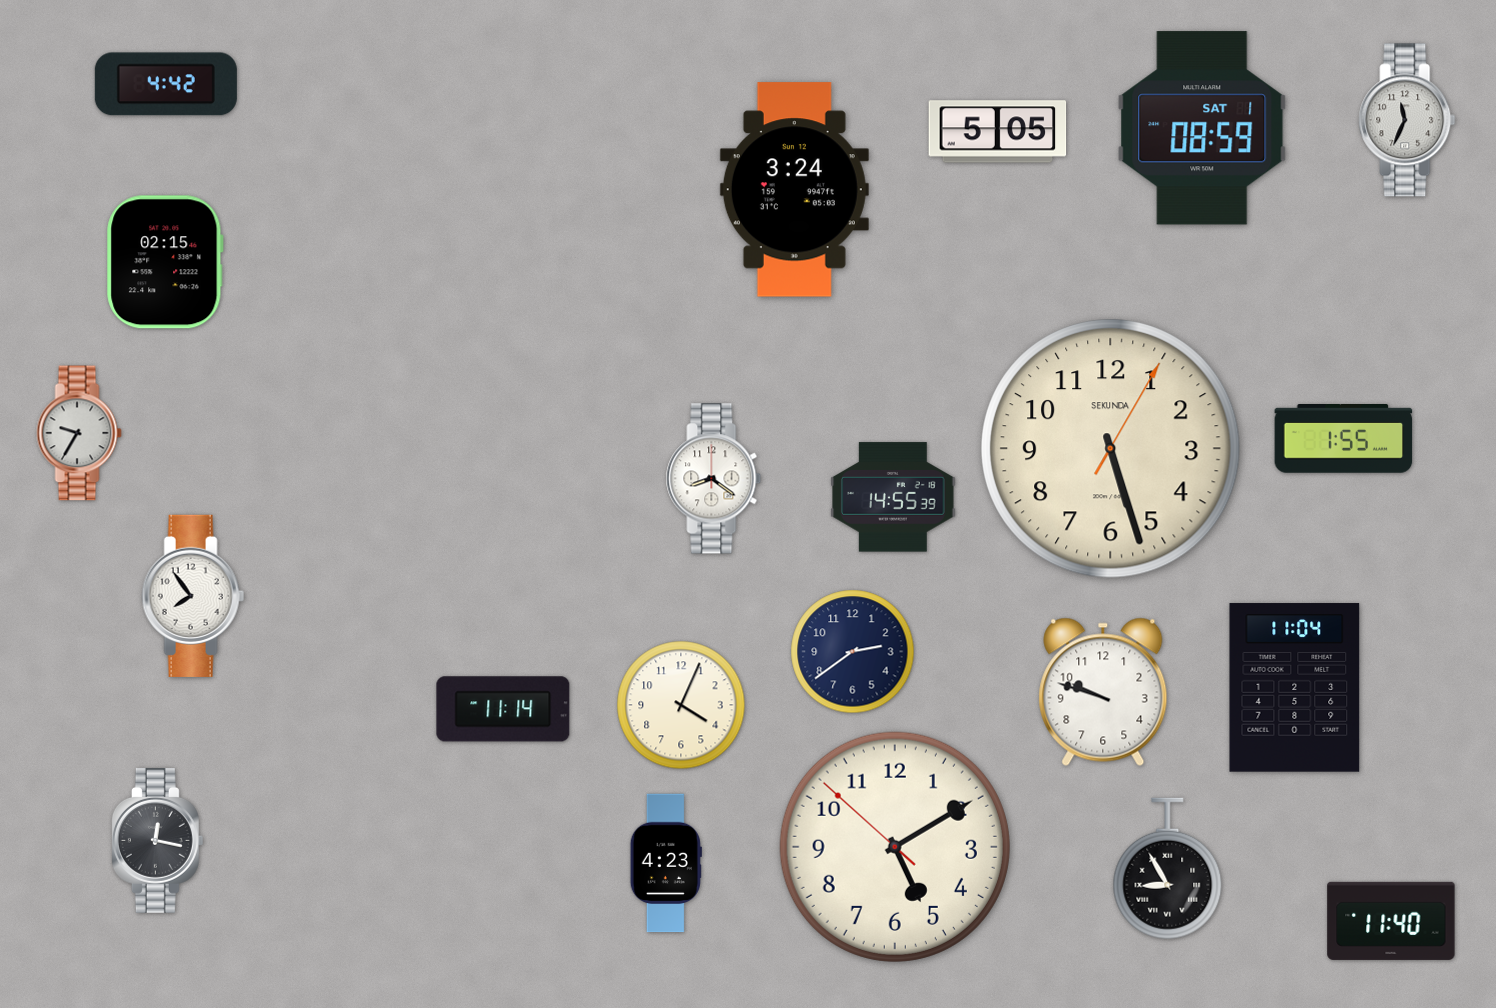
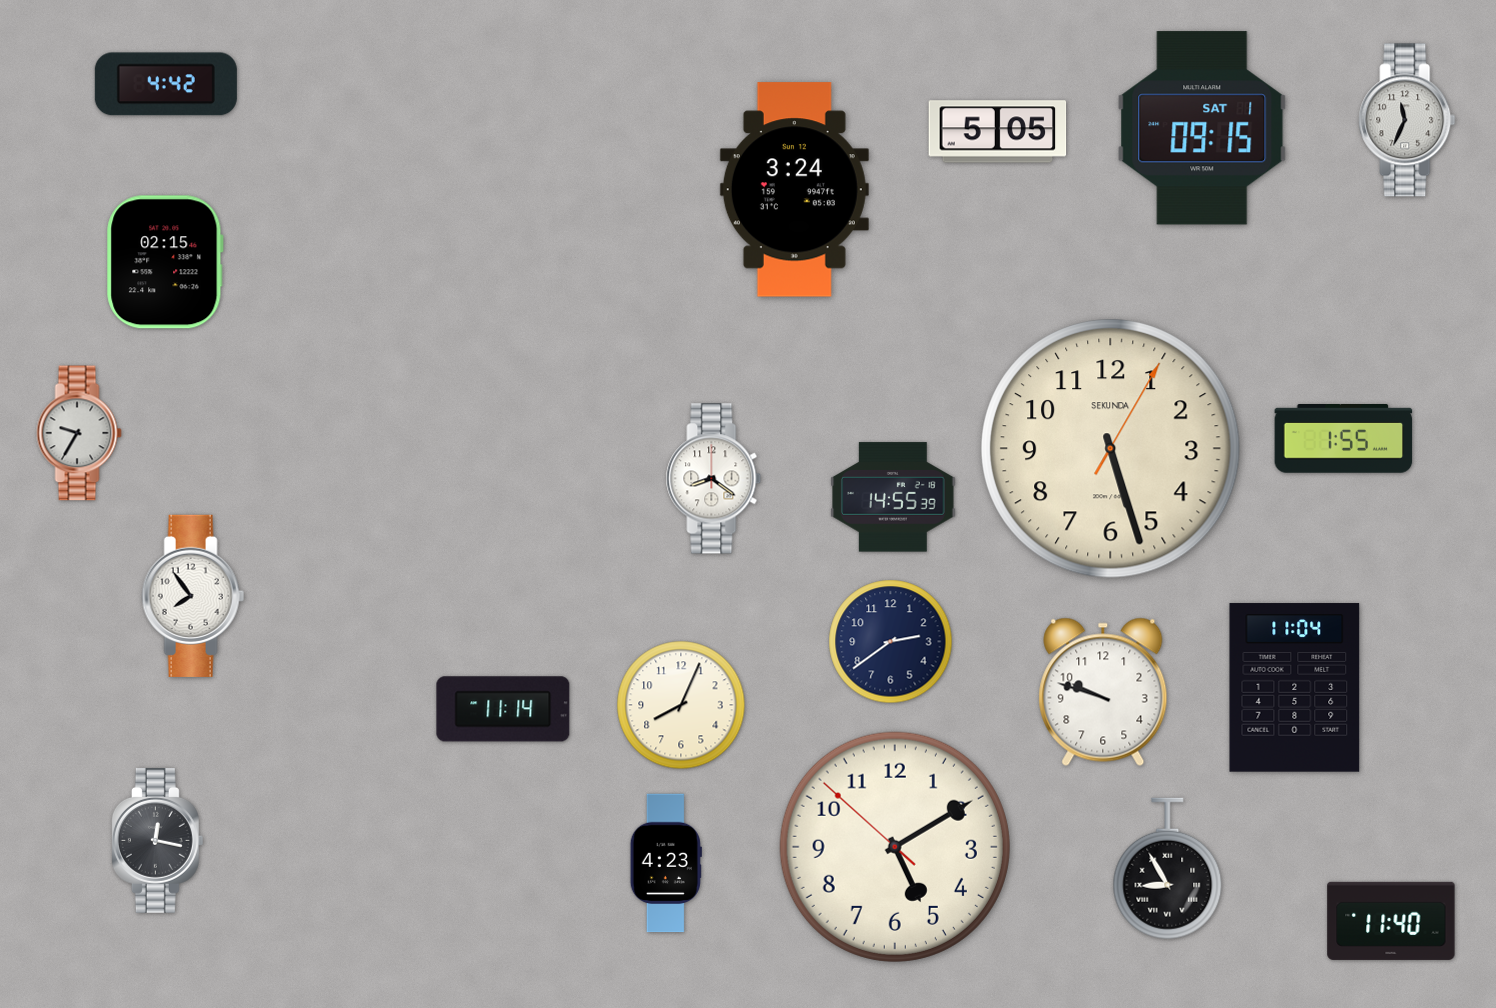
clock at (1202, 128): 08:59 -> 09:15
clock at (853, 652) position: (853, 652) -> (891, 642)
clock at (681, 705): 4:04 -> 8:04
